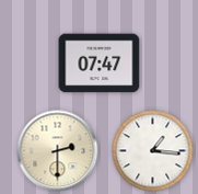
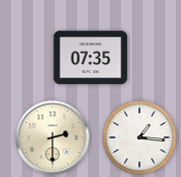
clock at (100, 64): 07:47 -> 07:35
